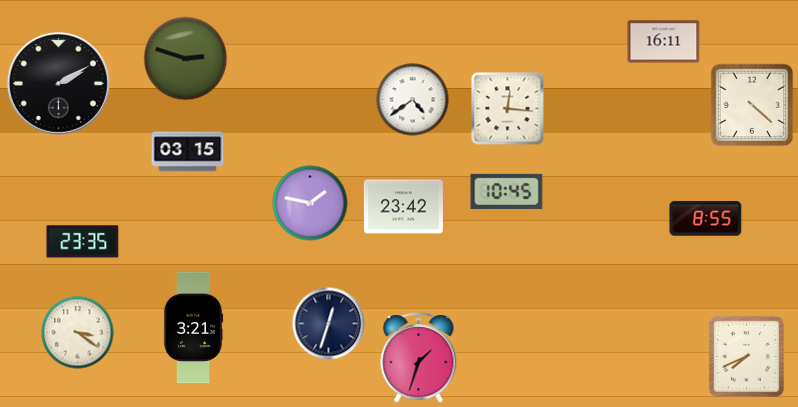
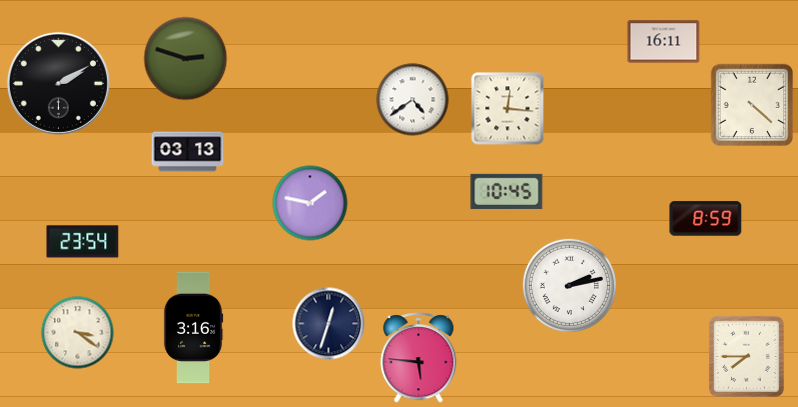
clock at (188, 152): 03:15 -> 03:13
clock at (403, 207): 23:42 -> none
clock at (706, 219): 8:55 -> 8:59
clock at (83, 242): 23:35 -> 23:54
clock at (569, 285): none -> 2:13
clock at (193, 328): 3:21 -> 3:16
clock at (746, 356): 7:41 -> 7:45
clock at (419, 358): 1:33 -> 5:46
